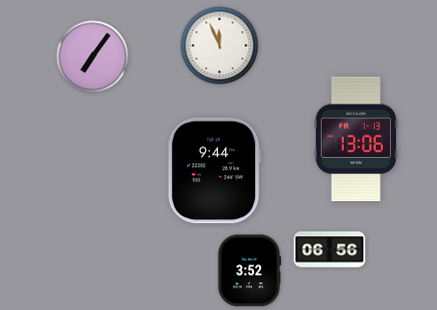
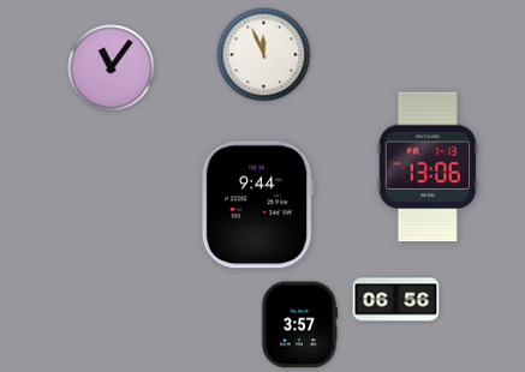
clock at (93, 57): 7:06 -> 11:06
clock at (249, 271): 3:52 -> 3:57
